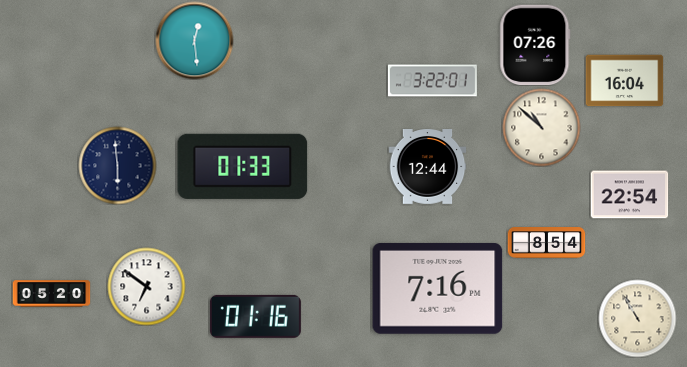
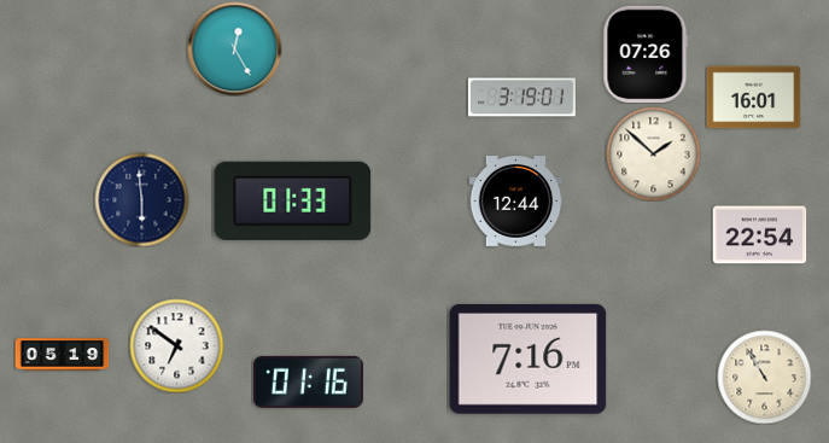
clock at (194, 40): 12:29 -> 12:25
clock at (432, 81): 3:22 -> 3:19
clock at (624, 81): 16:04 -> 16:01
clock at (541, 127): 10:52 -> 1:52
clock at (546, 243): 8:54 -> none
clock at (438, 288) position: (438, 288) -> (529, 359)
clock at (51, 294): 05:20 -> 05:19
clock at (637, 318) position: (637, 318) -> (764, 377)
